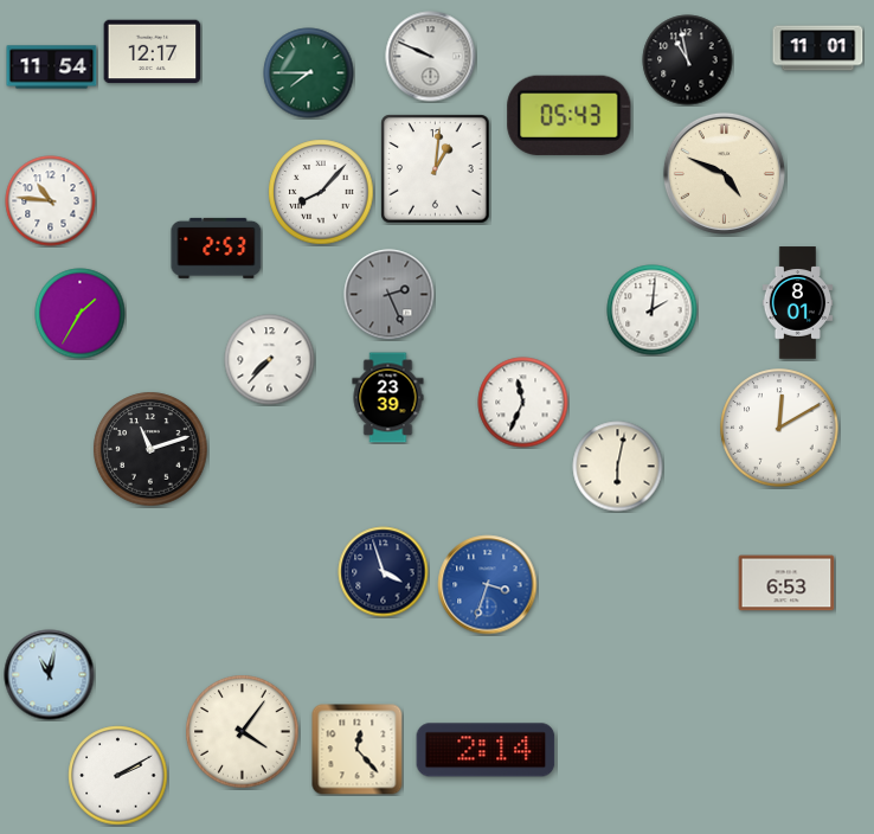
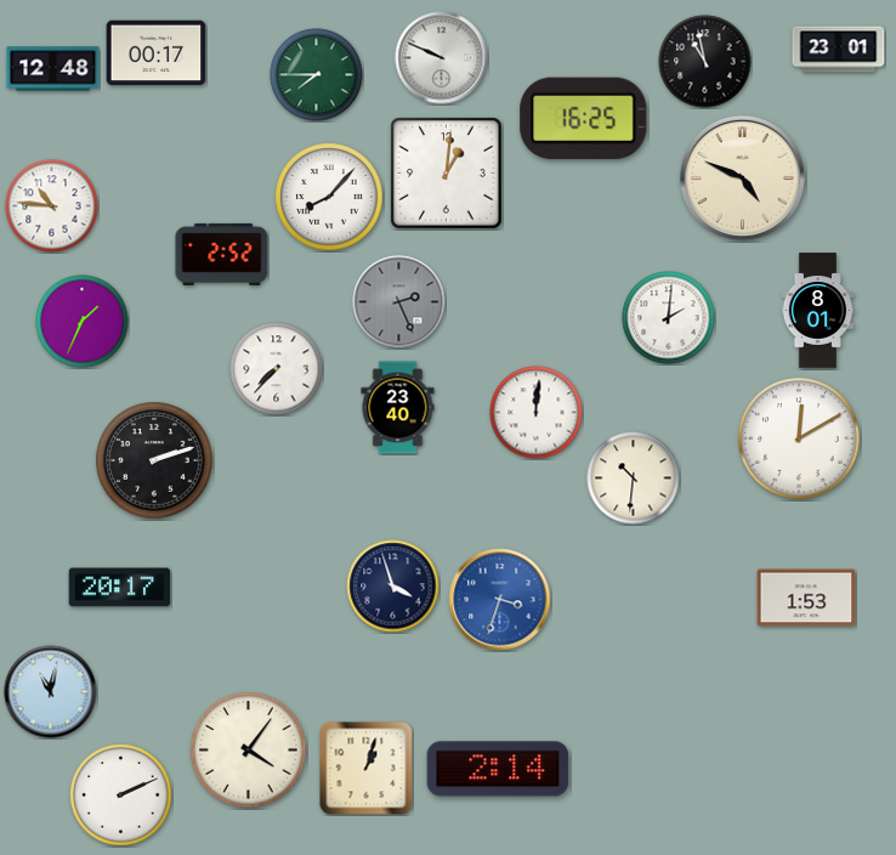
clock at (818, 49): 11:01 -> 23:01
clock at (153, 52): 12:17 -> 00:17
clock at (52, 68): 11:54 -> 12:48
clock at (570, 115): 05:43 -> 16:25
clock at (217, 248): 2:53 -> 2:52
clock at (81, 314): 1:35 -> 1:34
clock at (388, 398): 23:39 -> 23:40
clock at (523, 403): 11:34 -> 12:01
clock at (150, 449): 11:12 -> 2:12
clock at (618, 467): 6:02 -> 10:31
clock at (120, 588): none -> 20:17
clock at (786, 583): 6:53 -> 1:53
clock at (358, 750): 12:23 -> 1:03
clock at (118, 776): 2:10 -> 2:11
